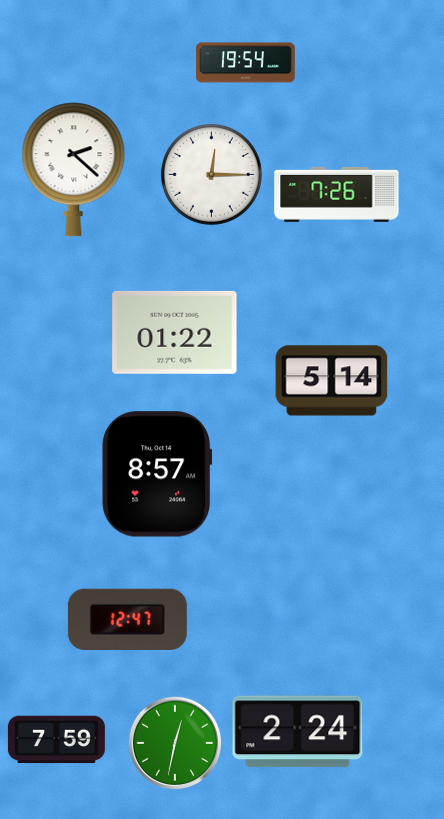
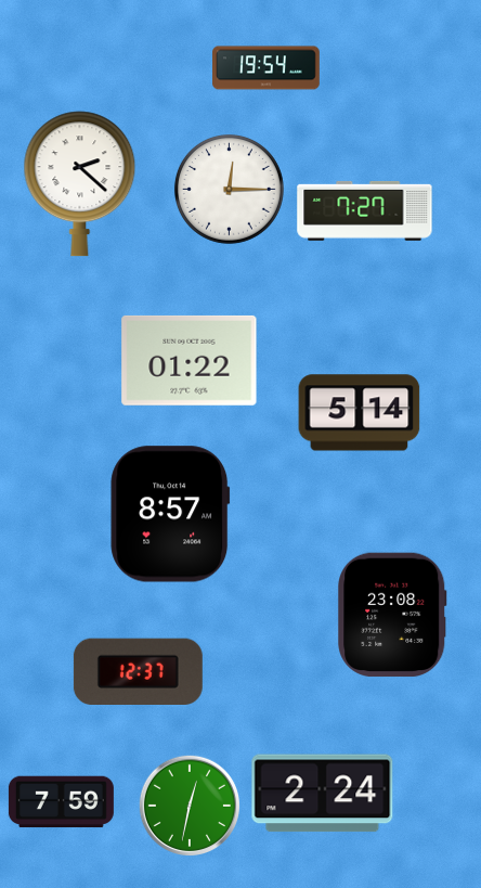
clock at (337, 194): 7:26 -> 7:27
clock at (392, 615): none -> 23:08
clock at (127, 619): 12:47 -> 12:37
